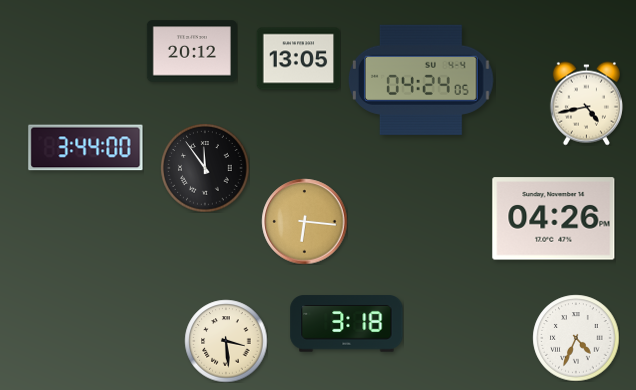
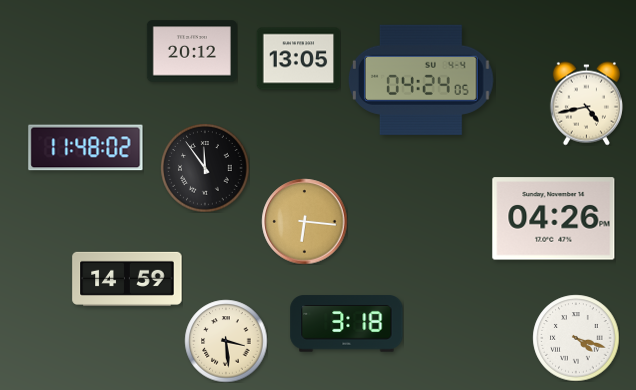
clock at (86, 148): 3:44 -> 11:48
clock at (127, 279): none -> 14:59
clock at (576, 338): 4:34 -> 4:18
